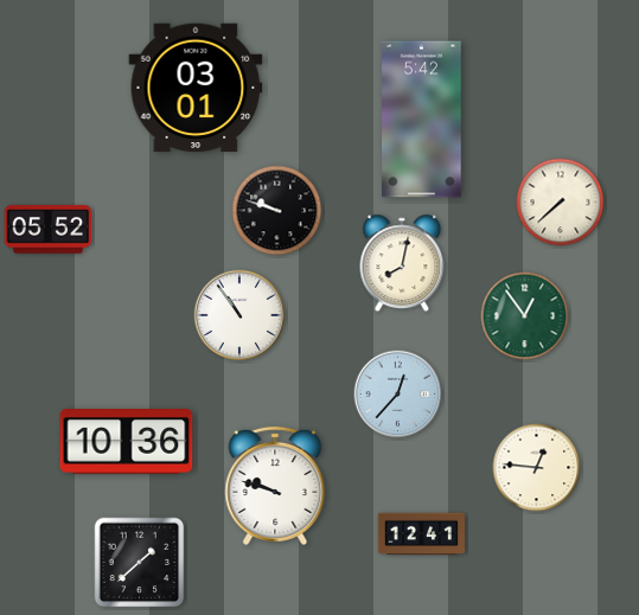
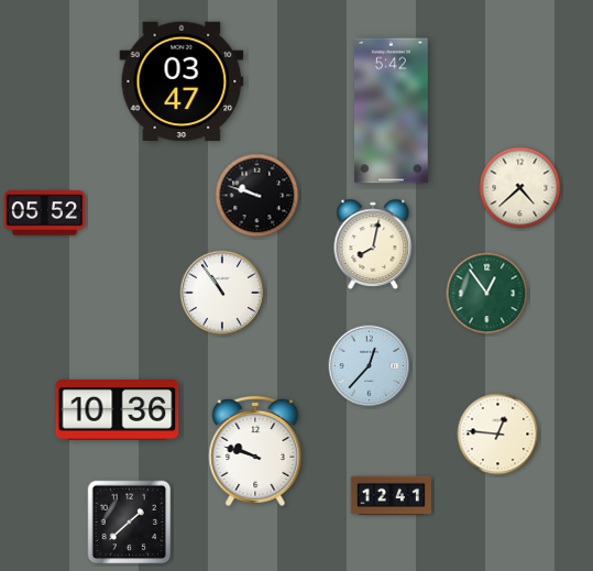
clock at (196, 88): 03:01 -> 03:47
clock at (561, 203): 7:38 -> 4:38
